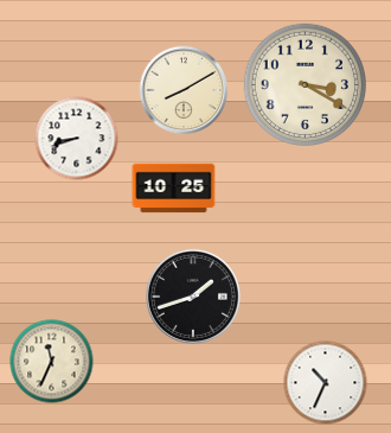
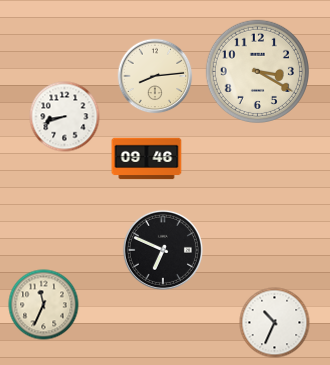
clock at (184, 90): 8:10 -> 8:14
clock at (174, 189): 10:25 -> 09:46
clock at (193, 297): 1:42 -> 6:49
